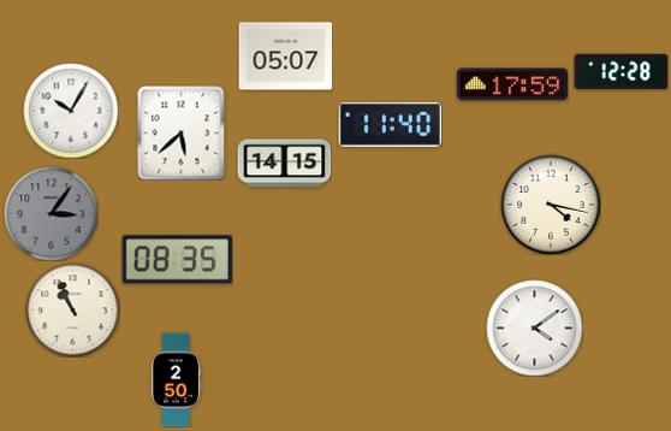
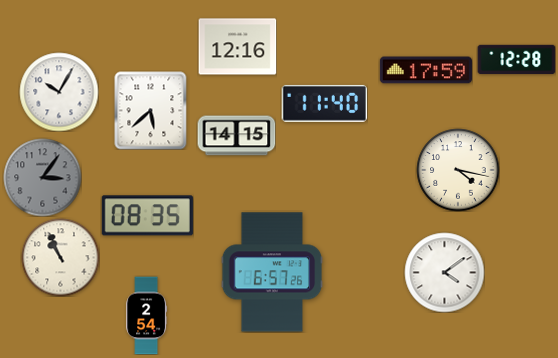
clock at (285, 57): 05:07 -> 12:16
clock at (272, 272): none -> 6:57
clock at (177, 379): 2:50 -> 2:54
